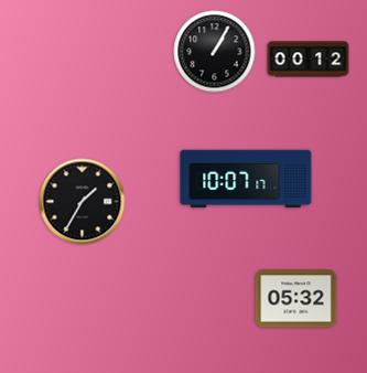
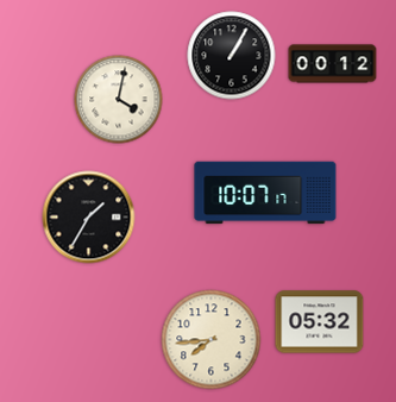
clock at (119, 100): none -> 4:02
clock at (212, 340): none -> 7:44
